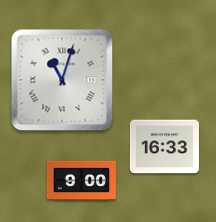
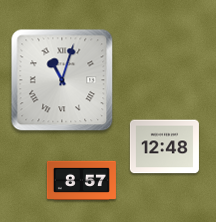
clock at (164, 147): 16:33 -> 12:48
clock at (81, 180): 9:00 -> 8:57
